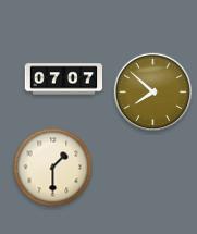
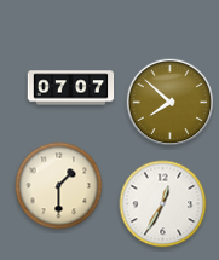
clock at (163, 204): none -> 12:35
